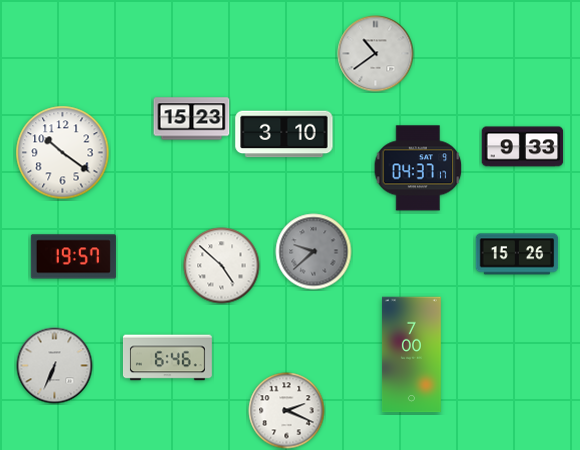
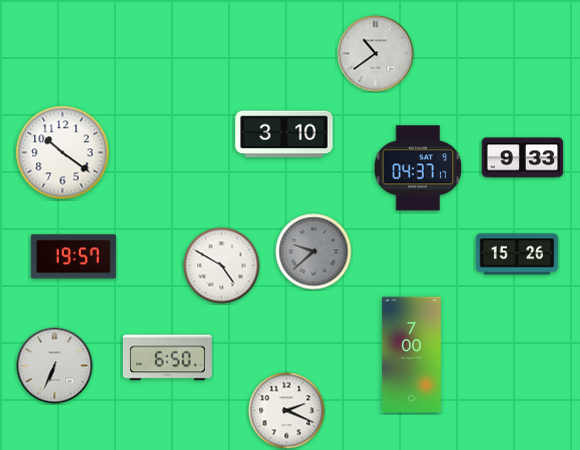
clock at (192, 119): 15:23 -> none
clock at (523, 147) position: (523, 147) -> (523, 158)
clock at (222, 266): 4:52 -> 4:50
clock at (167, 358): 6:46 -> 6:50
